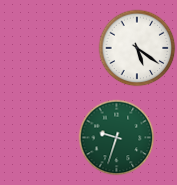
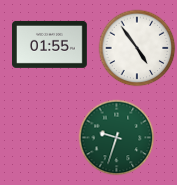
clock at (50, 44): none -> 01:55
clock at (137, 48): 5:21 -> 4:54
